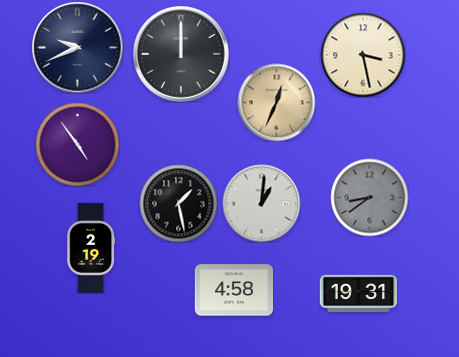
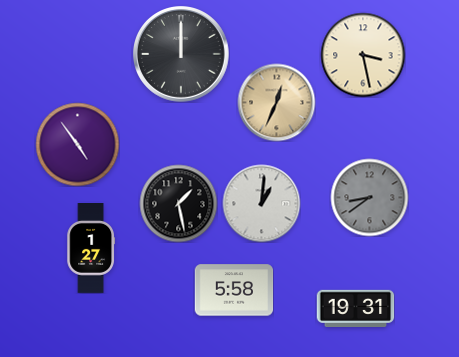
clock at (77, 47): 9:41 -> none
clock at (90, 249): 2:19 -> 1:27
clock at (234, 290): 4:58 -> 5:58
clock at (358, 293) position: (358, 293) -> (355, 308)
